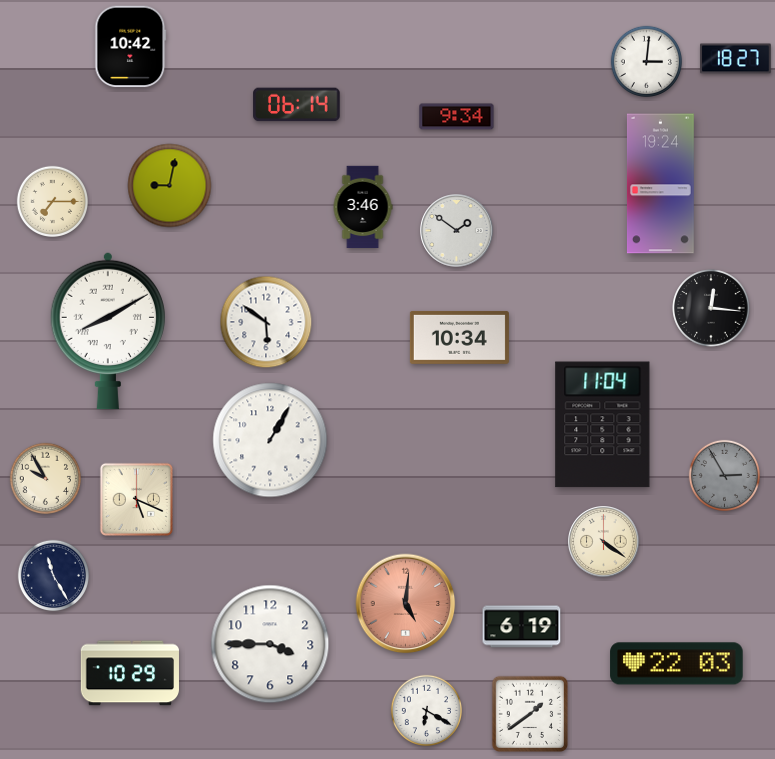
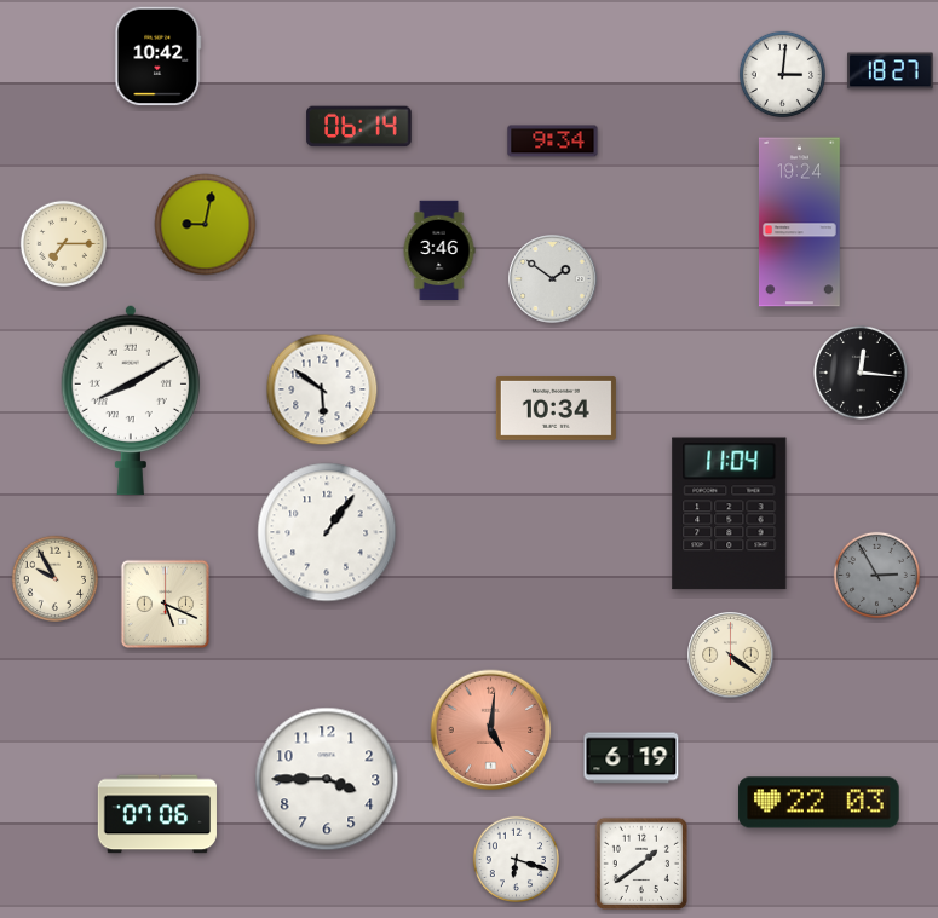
clock at (270, 440): 1:05 -> 1:06
clock at (53, 575): 11:25 -> none
clock at (130, 673): 10:29 -> 07:06
clock at (426, 710): 6:20 -> 6:18
